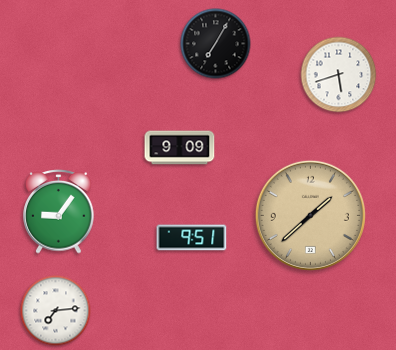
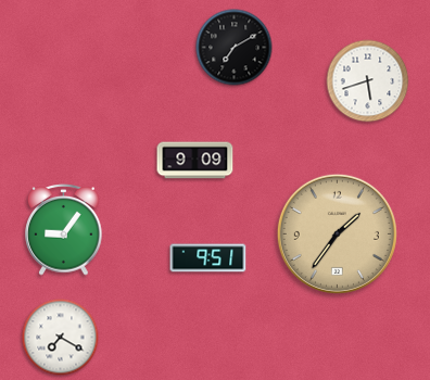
clock at (216, 44): 7:05 -> 7:10
clock at (310, 215): 1:38 -> 1:36
clock at (56, 311): 7:14 -> 7:20
